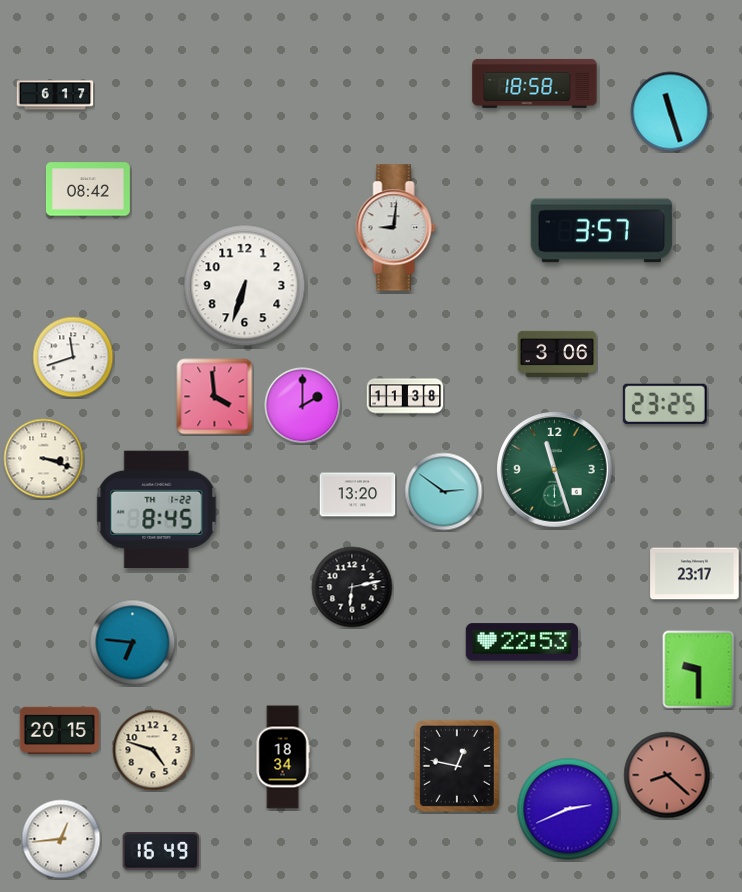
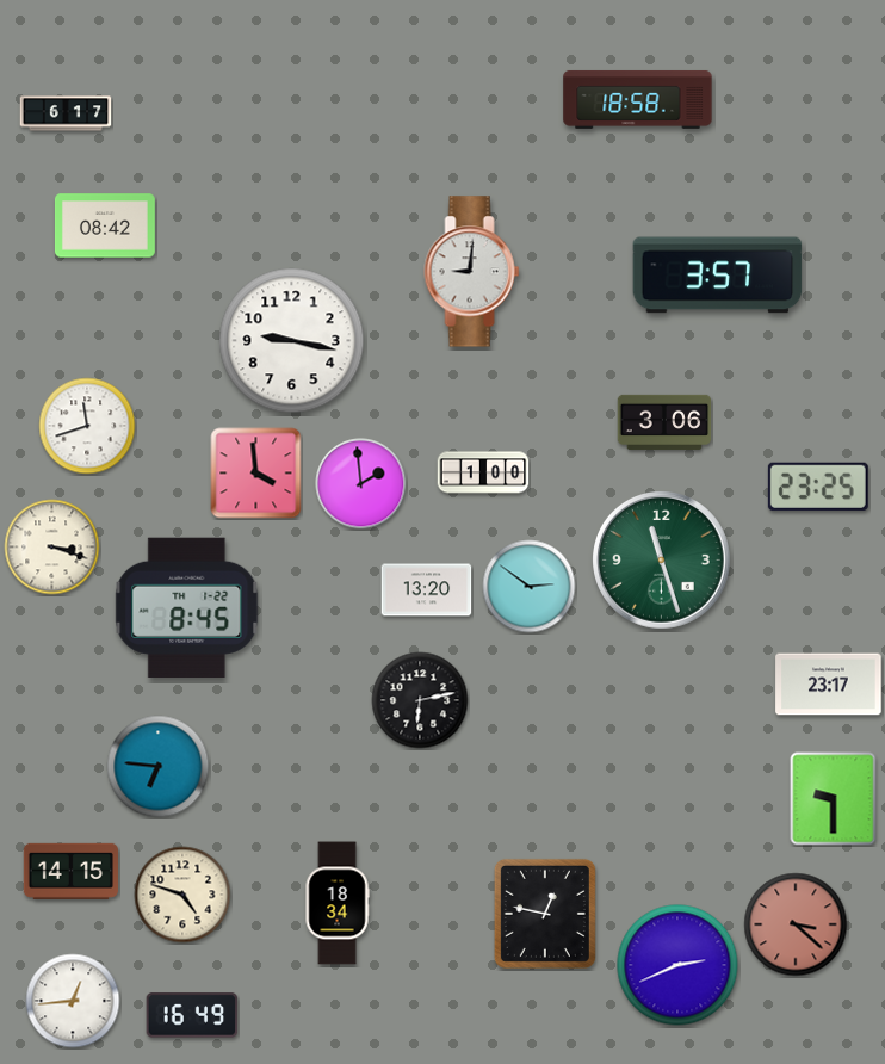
clock at (671, 112): 11:27 -> none
clock at (245, 286): 6:33 -> 9:17
clock at (405, 396): 11:38 -> 1:00
clock at (665, 404) position: (665, 404) -> (818, 487)
clock at (303, 406): 2:00 -> 1:59
clock at (522, 642): 22:53 -> none
clock at (59, 730): 20:15 -> 14:15
clock at (667, 775): 8:22 -> 3:22
